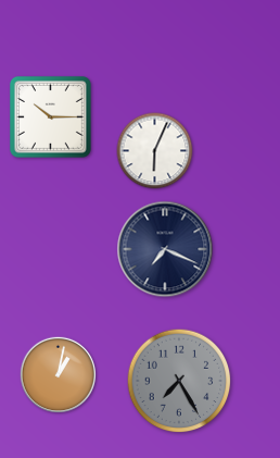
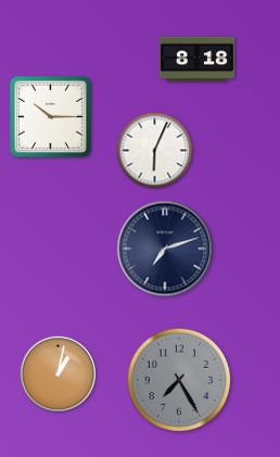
clock at (198, 60): none -> 8:18
clock at (165, 249): 7:19 -> 7:12
